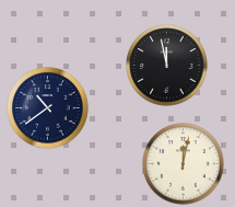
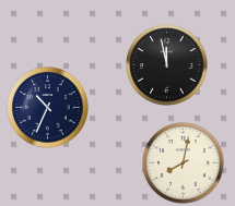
clock at (48, 108): 10:39 -> 10:34
clock at (184, 164): 12:02 -> 8:02
